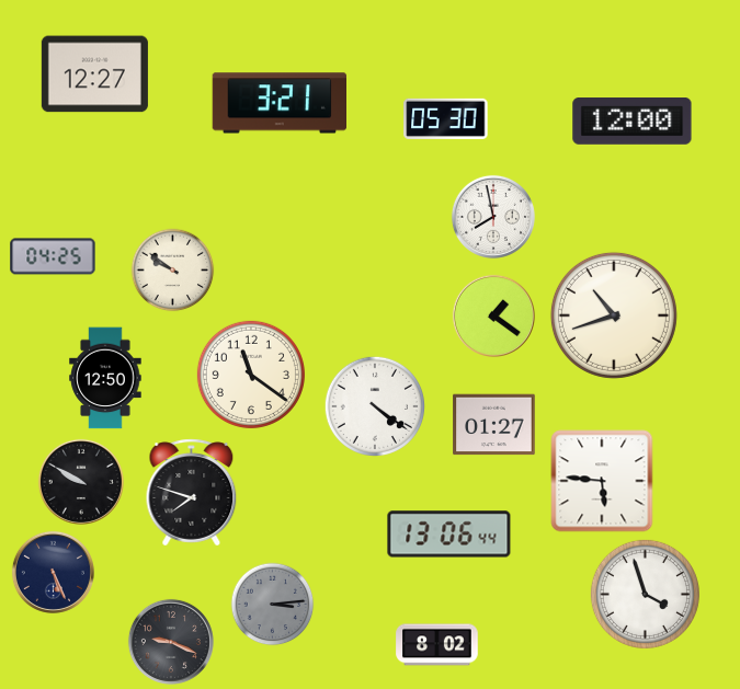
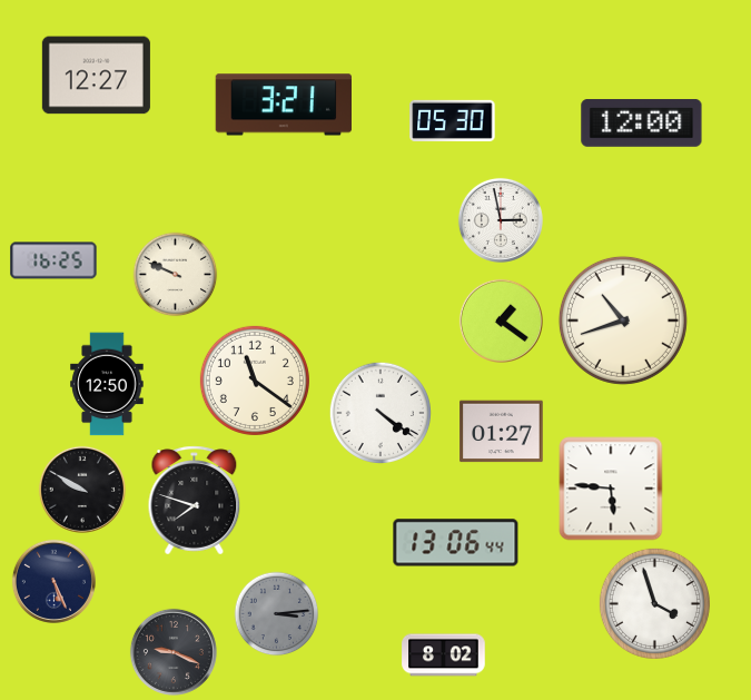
clock at (493, 217): 7:58 -> 2:58
clock at (53, 256): 04:25 -> 16:25
clock at (173, 271): 9:51 -> 9:49
